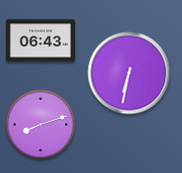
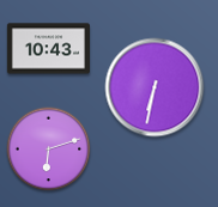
clock at (40, 41): 06:43 -> 10:43
clock at (41, 125): 8:12 -> 6:12
